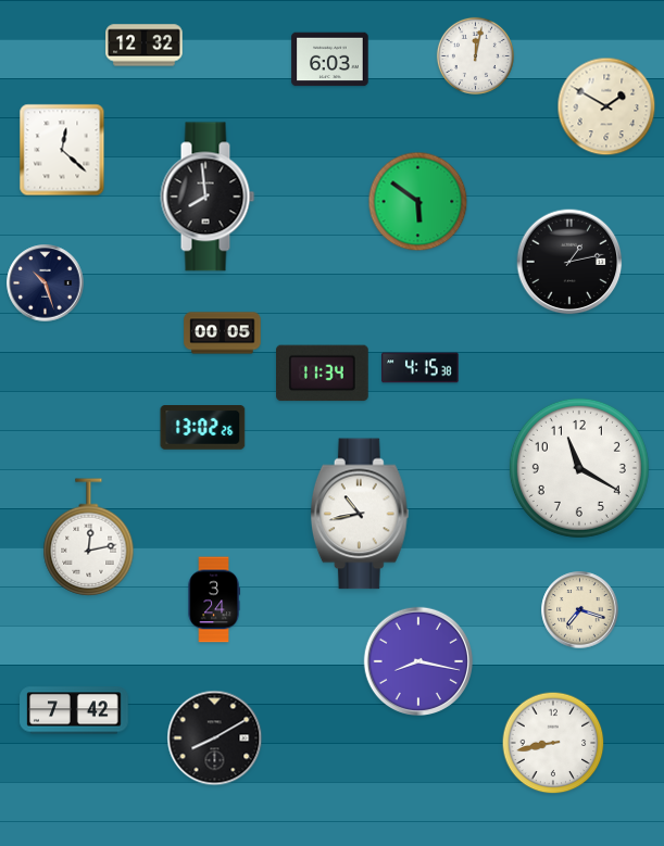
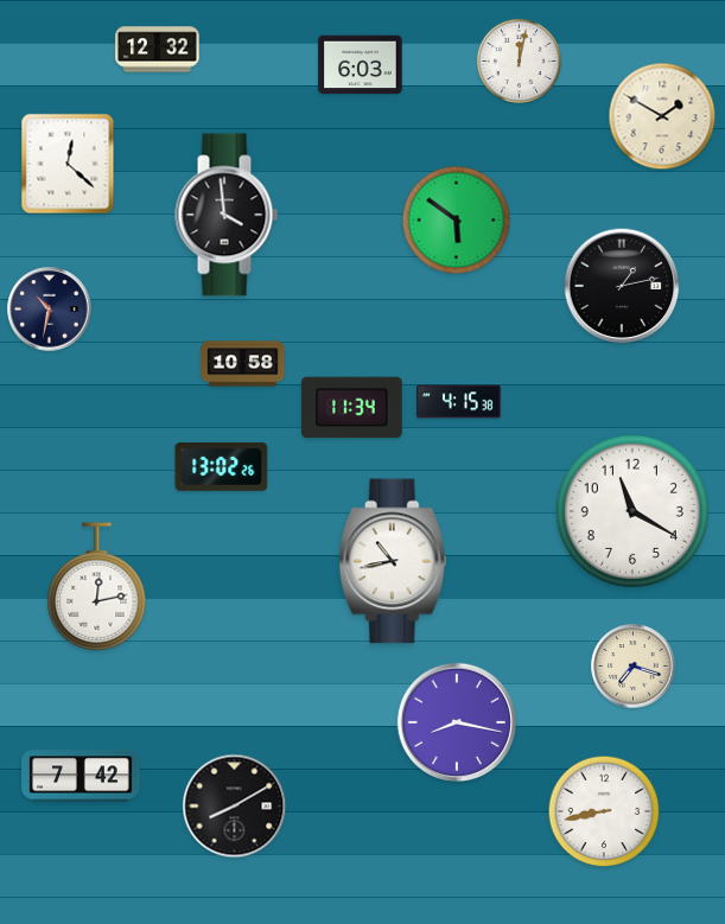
clock at (208, 197): 7:59 -> 3:59
clock at (46, 283): 10:27 -> 10:32
clock at (223, 333): 00:05 -> 10:58
clock at (214, 599): 3:24 -> none
